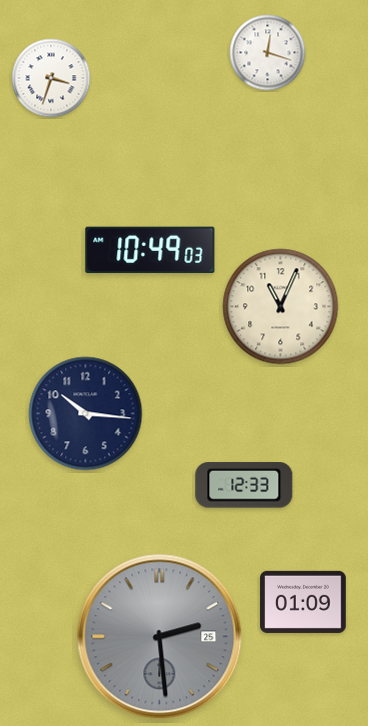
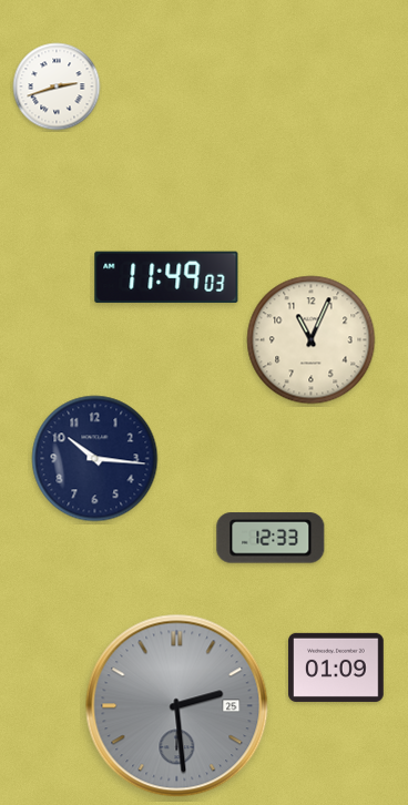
clock at (268, 53): 12:18 -> none
clock at (51, 78): 3:33 -> 2:42
clock at (150, 250): 10:49 -> 11:49
